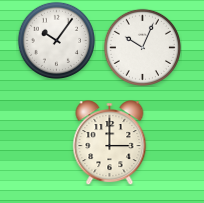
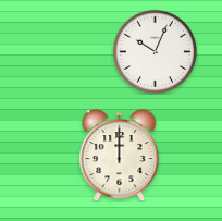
clock at (56, 40): 10:06 -> none
clock at (110, 143): 3:00 -> 12:00
